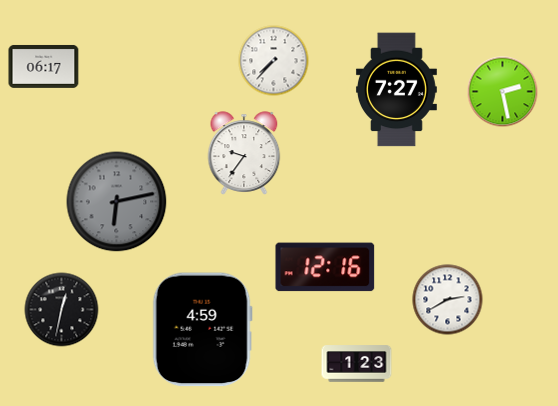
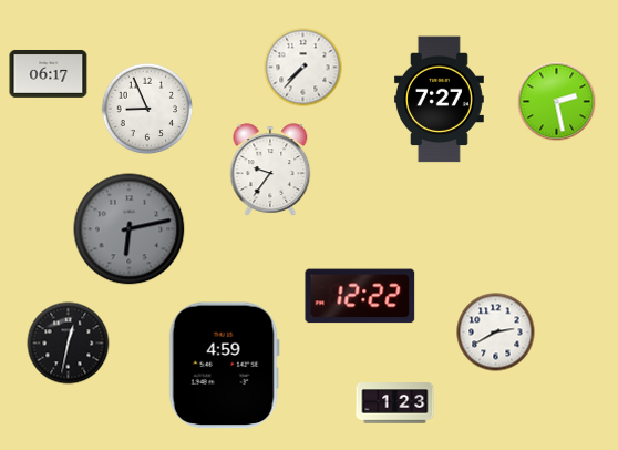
clock at (147, 109): none -> 8:56
clock at (117, 202) position: (117, 202) -> (130, 229)
clock at (325, 267): 12:16 -> 12:22
